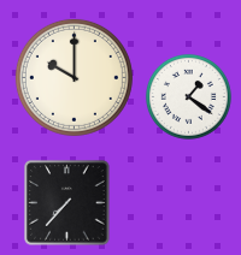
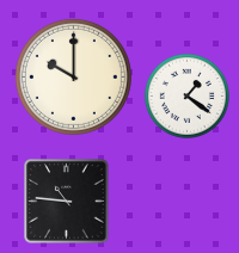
clock at (67, 203): 7:37 -> 10:46
